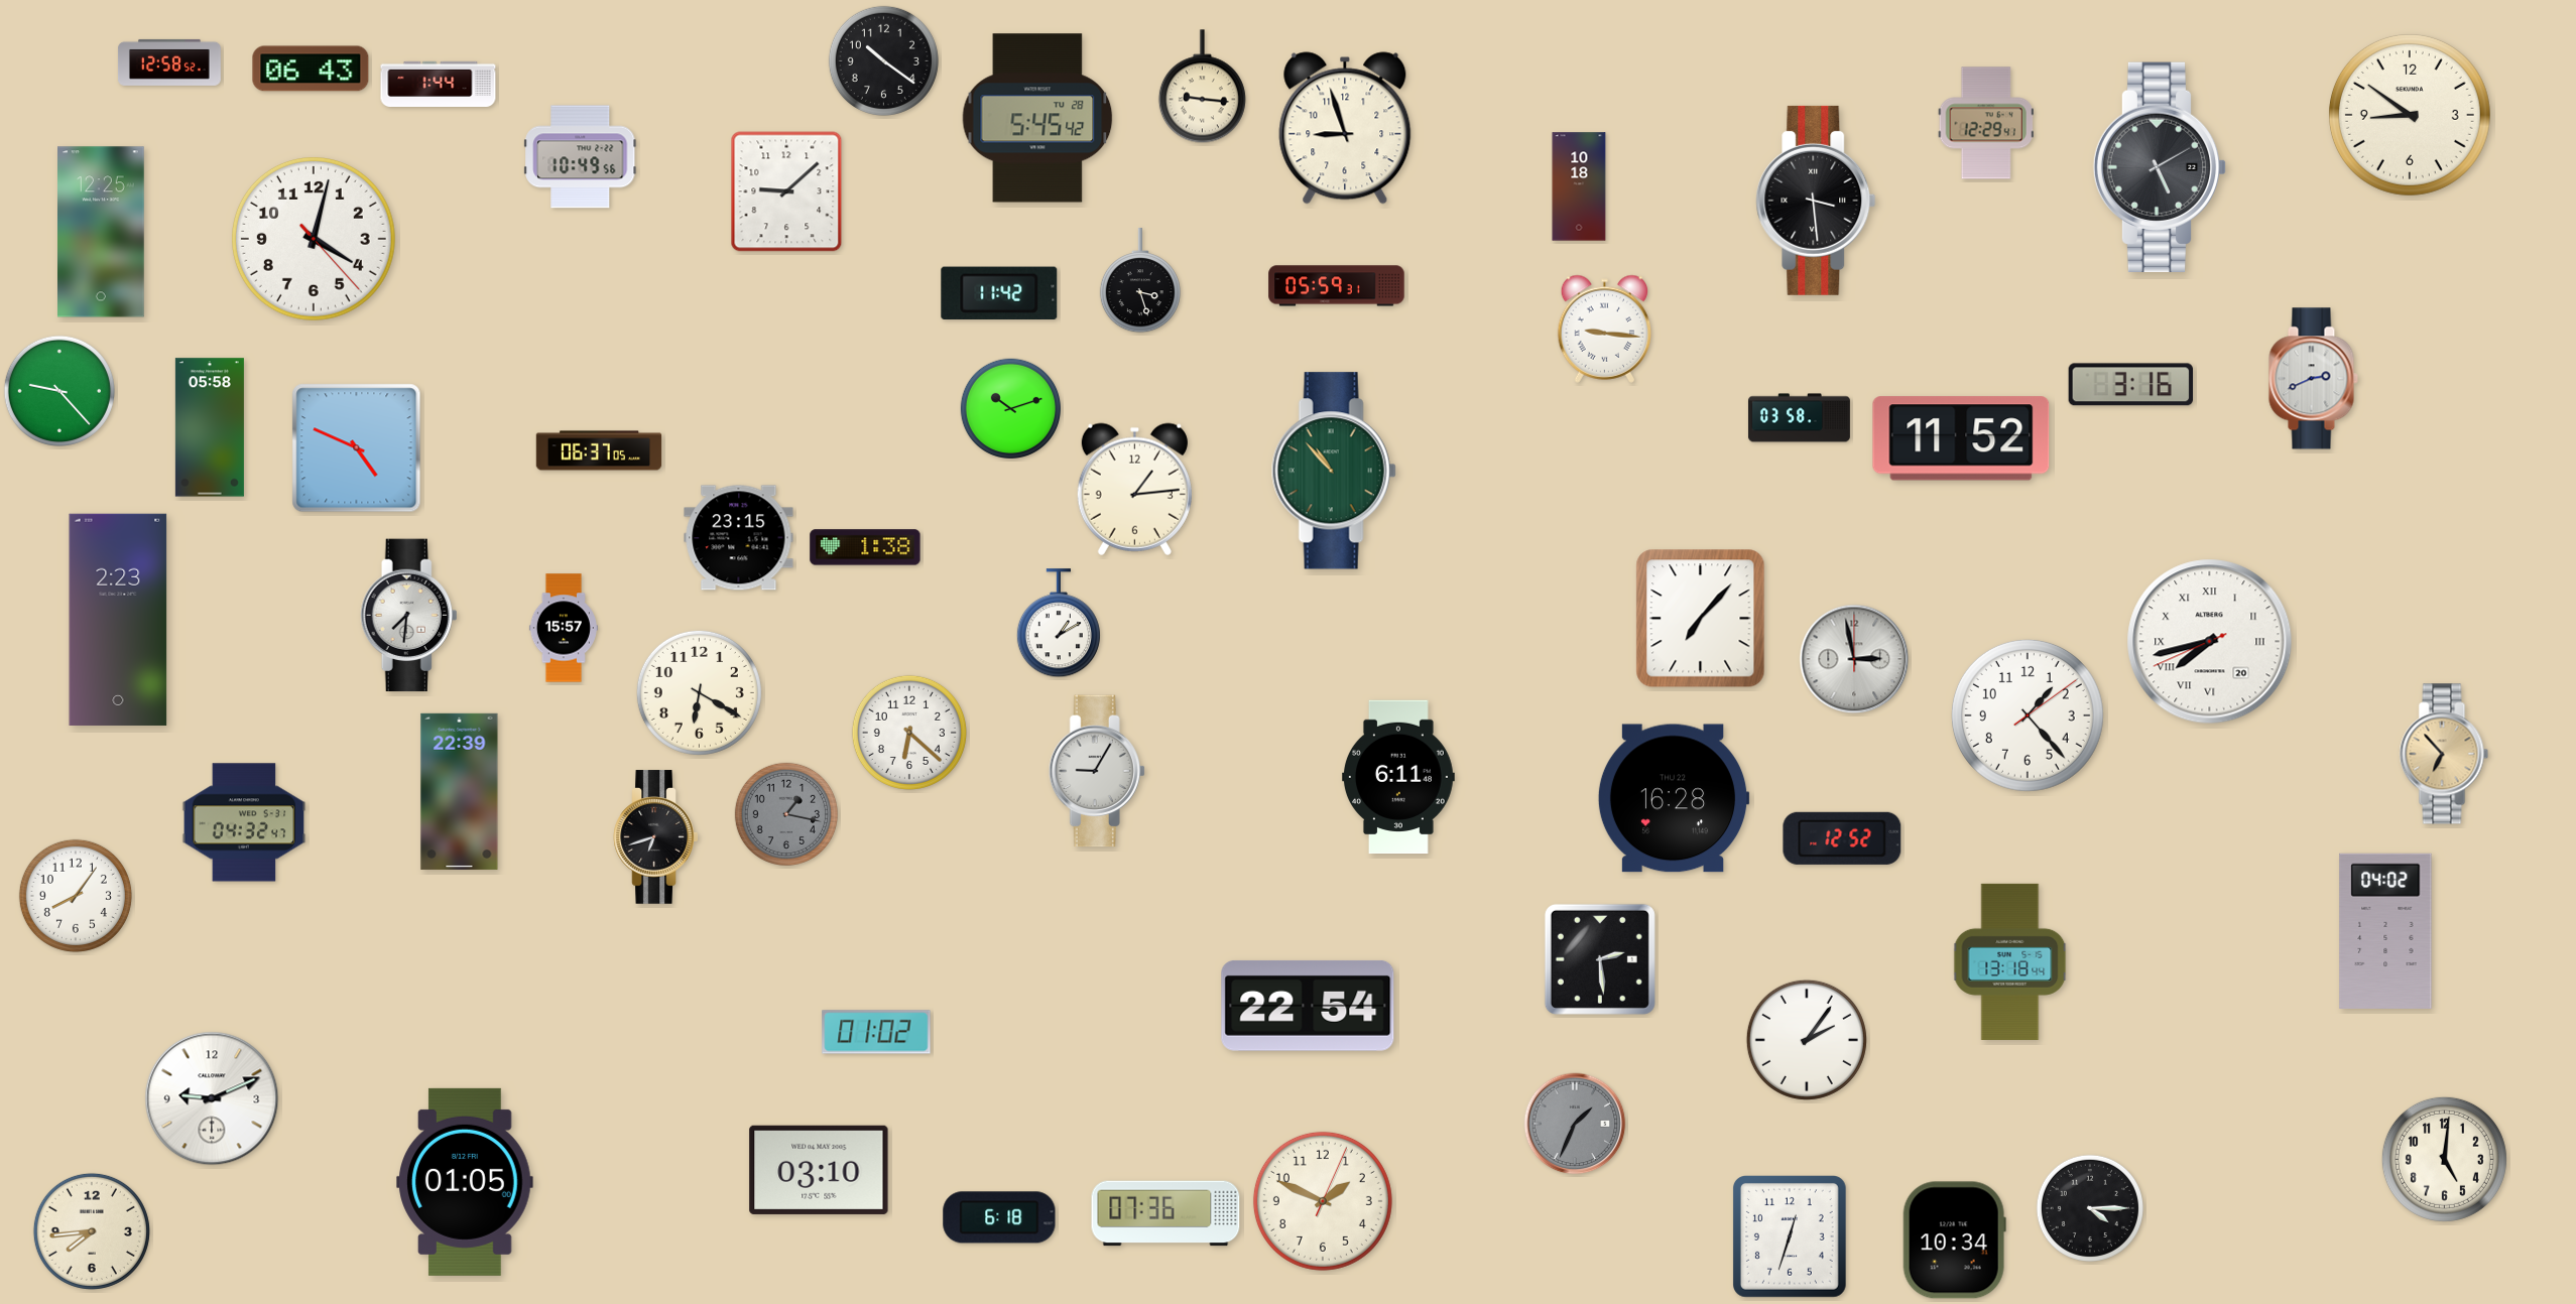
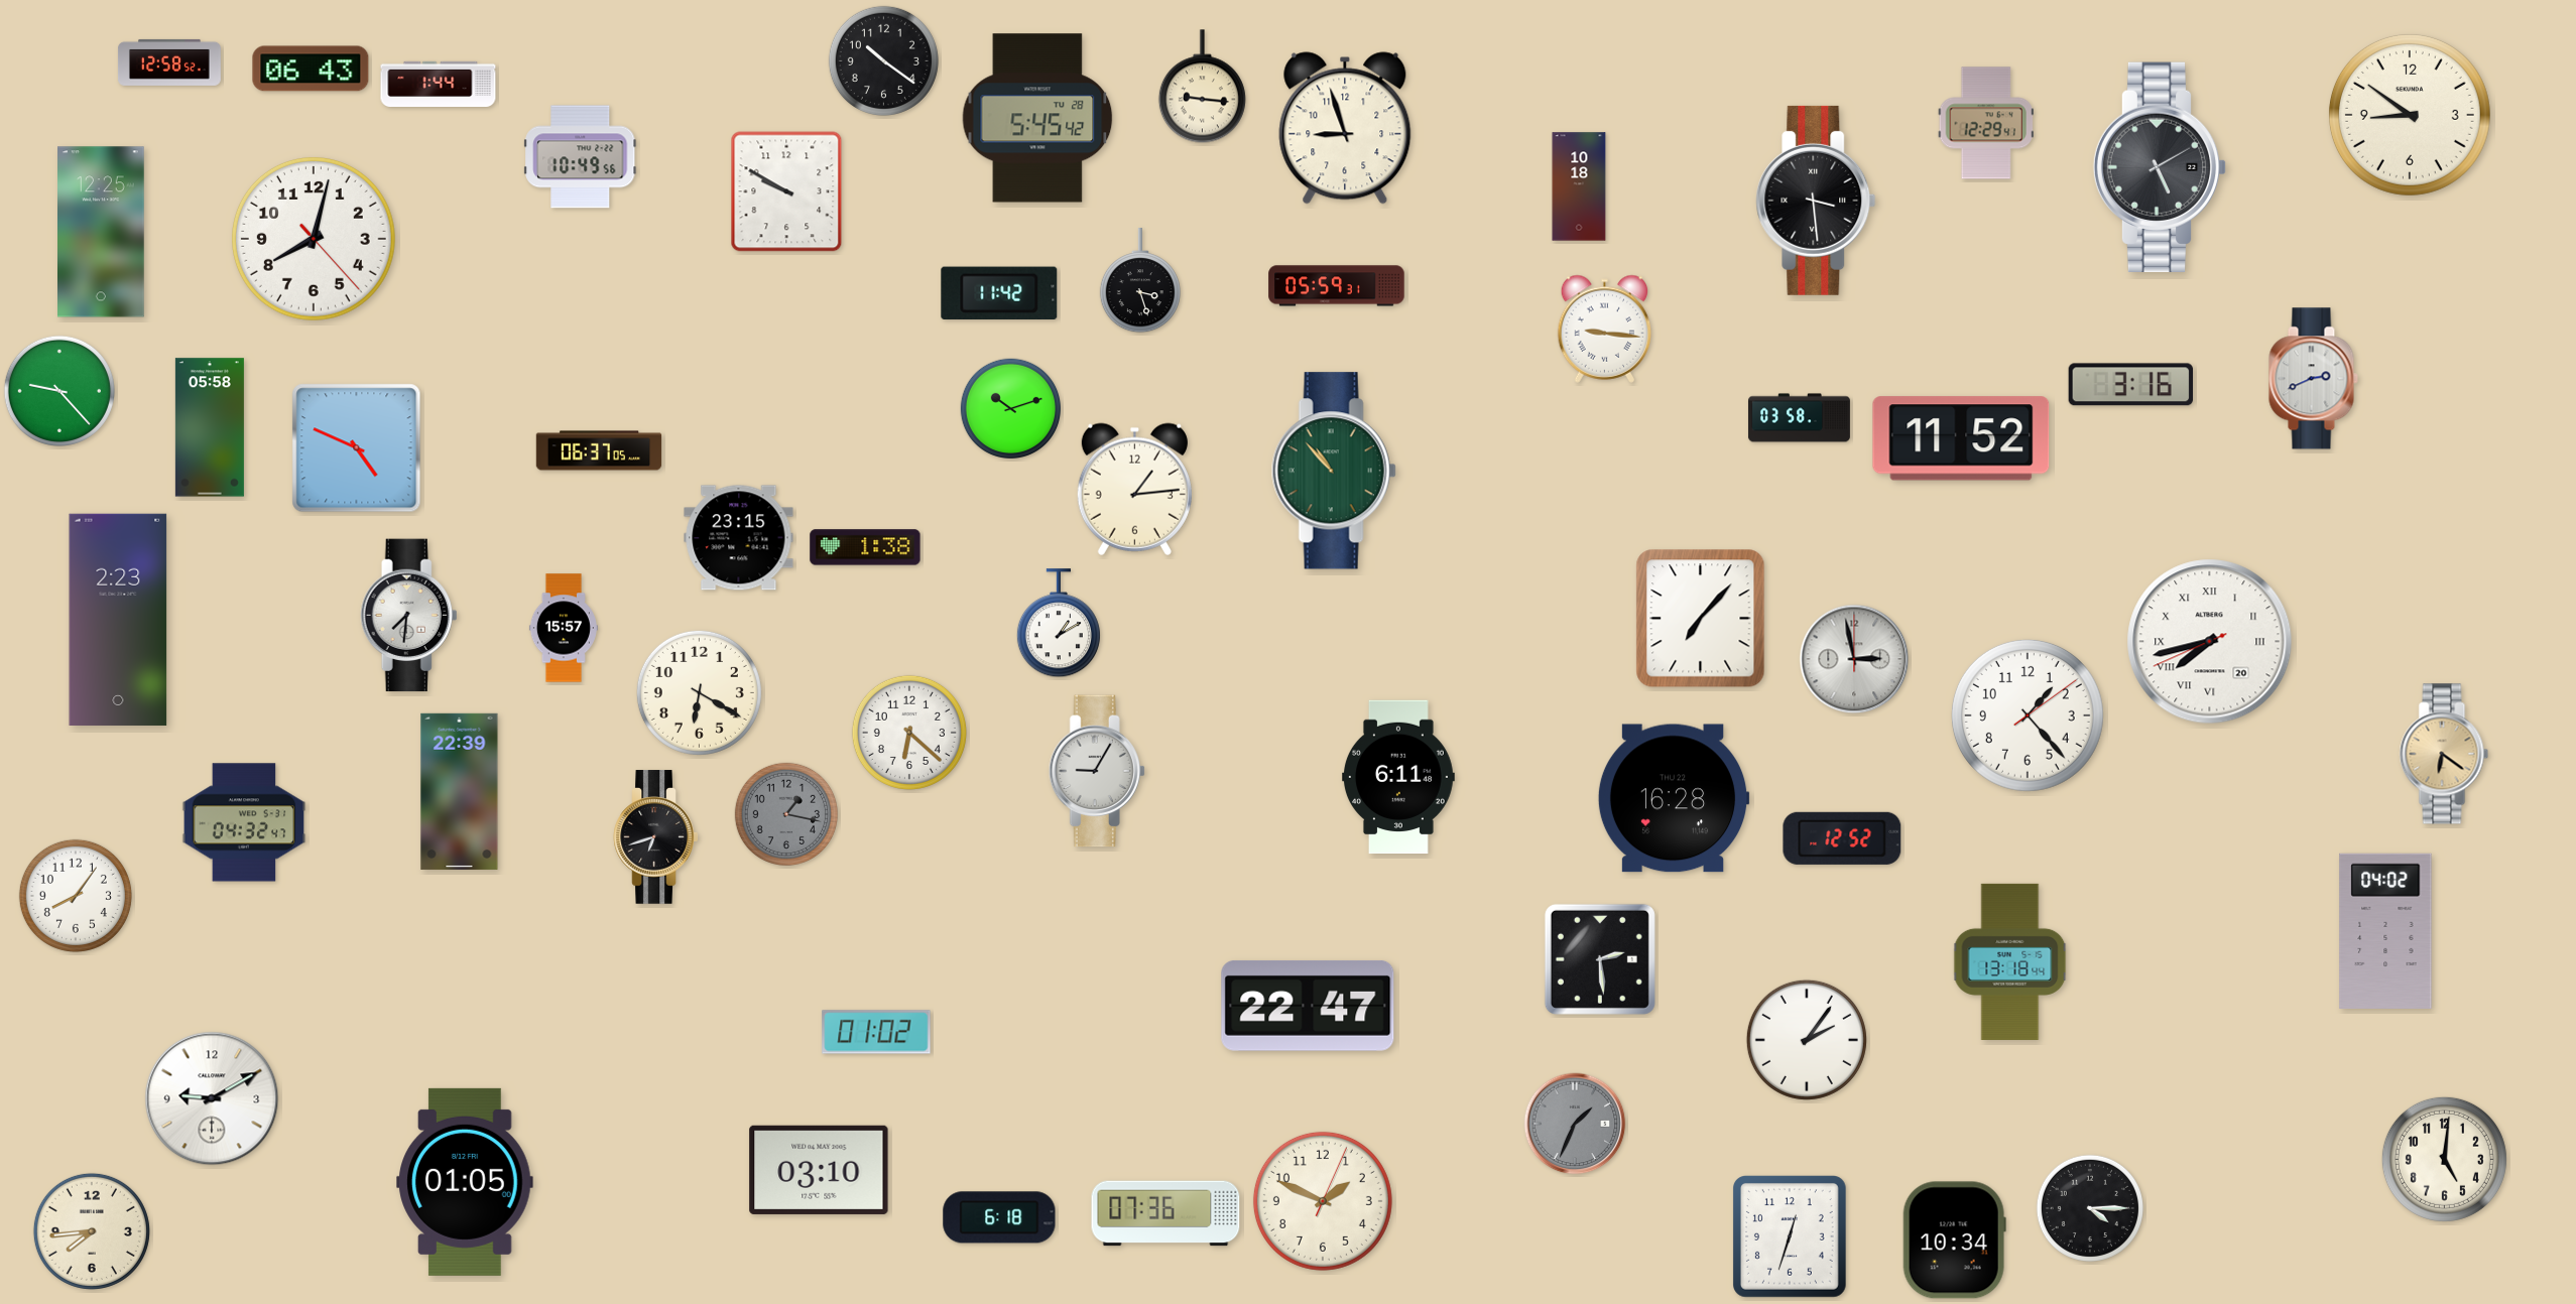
clock at (786, 191): 9:08 -> 9:50
clock at (314, 239): 4:02 -> 8:02
clock at (2444, 754): 6:53 -> 6:21
clock at (1308, 1006): 22:54 -> 22:47
clock at (212, 1098): 9:11 -> 9:10
